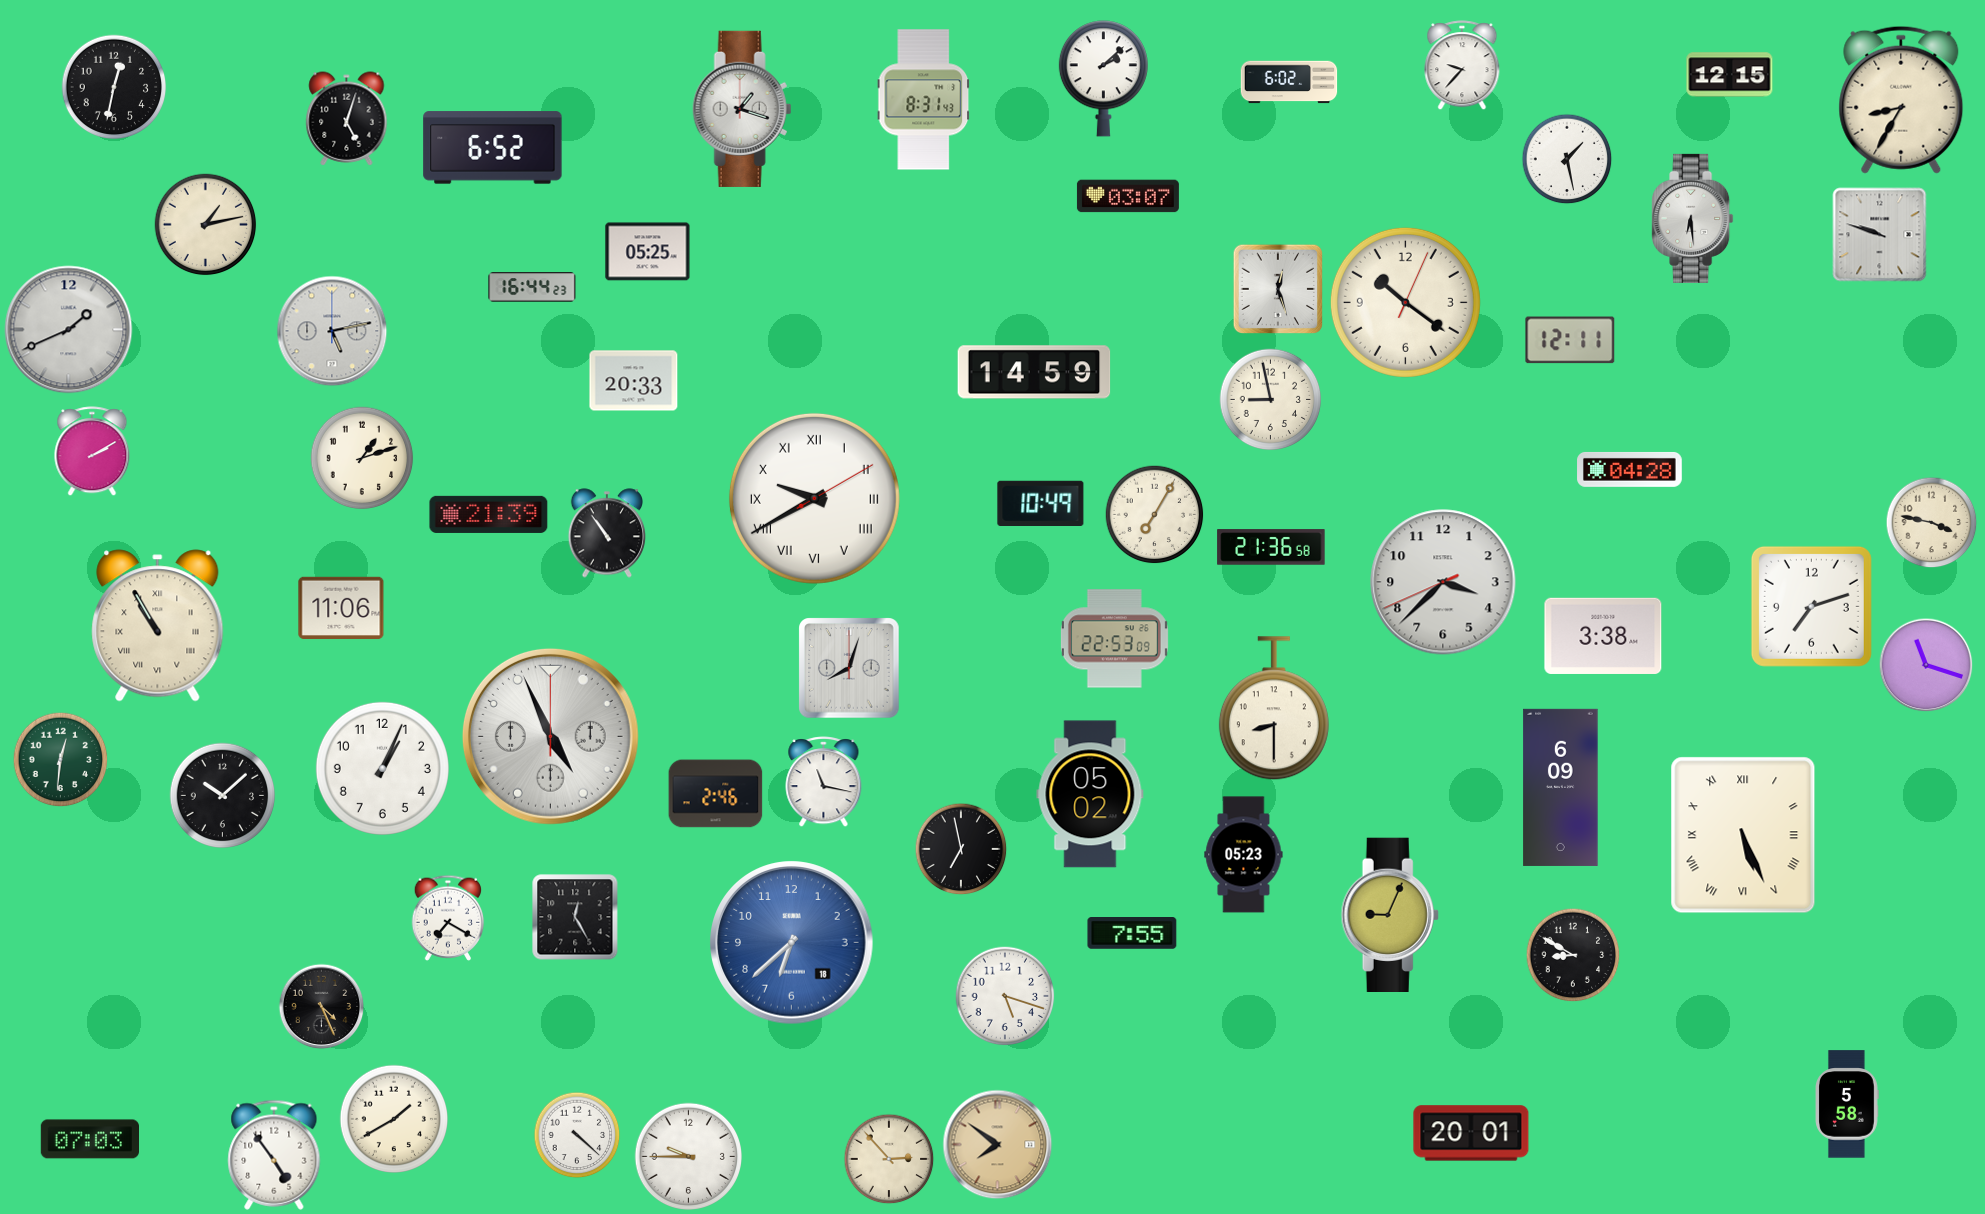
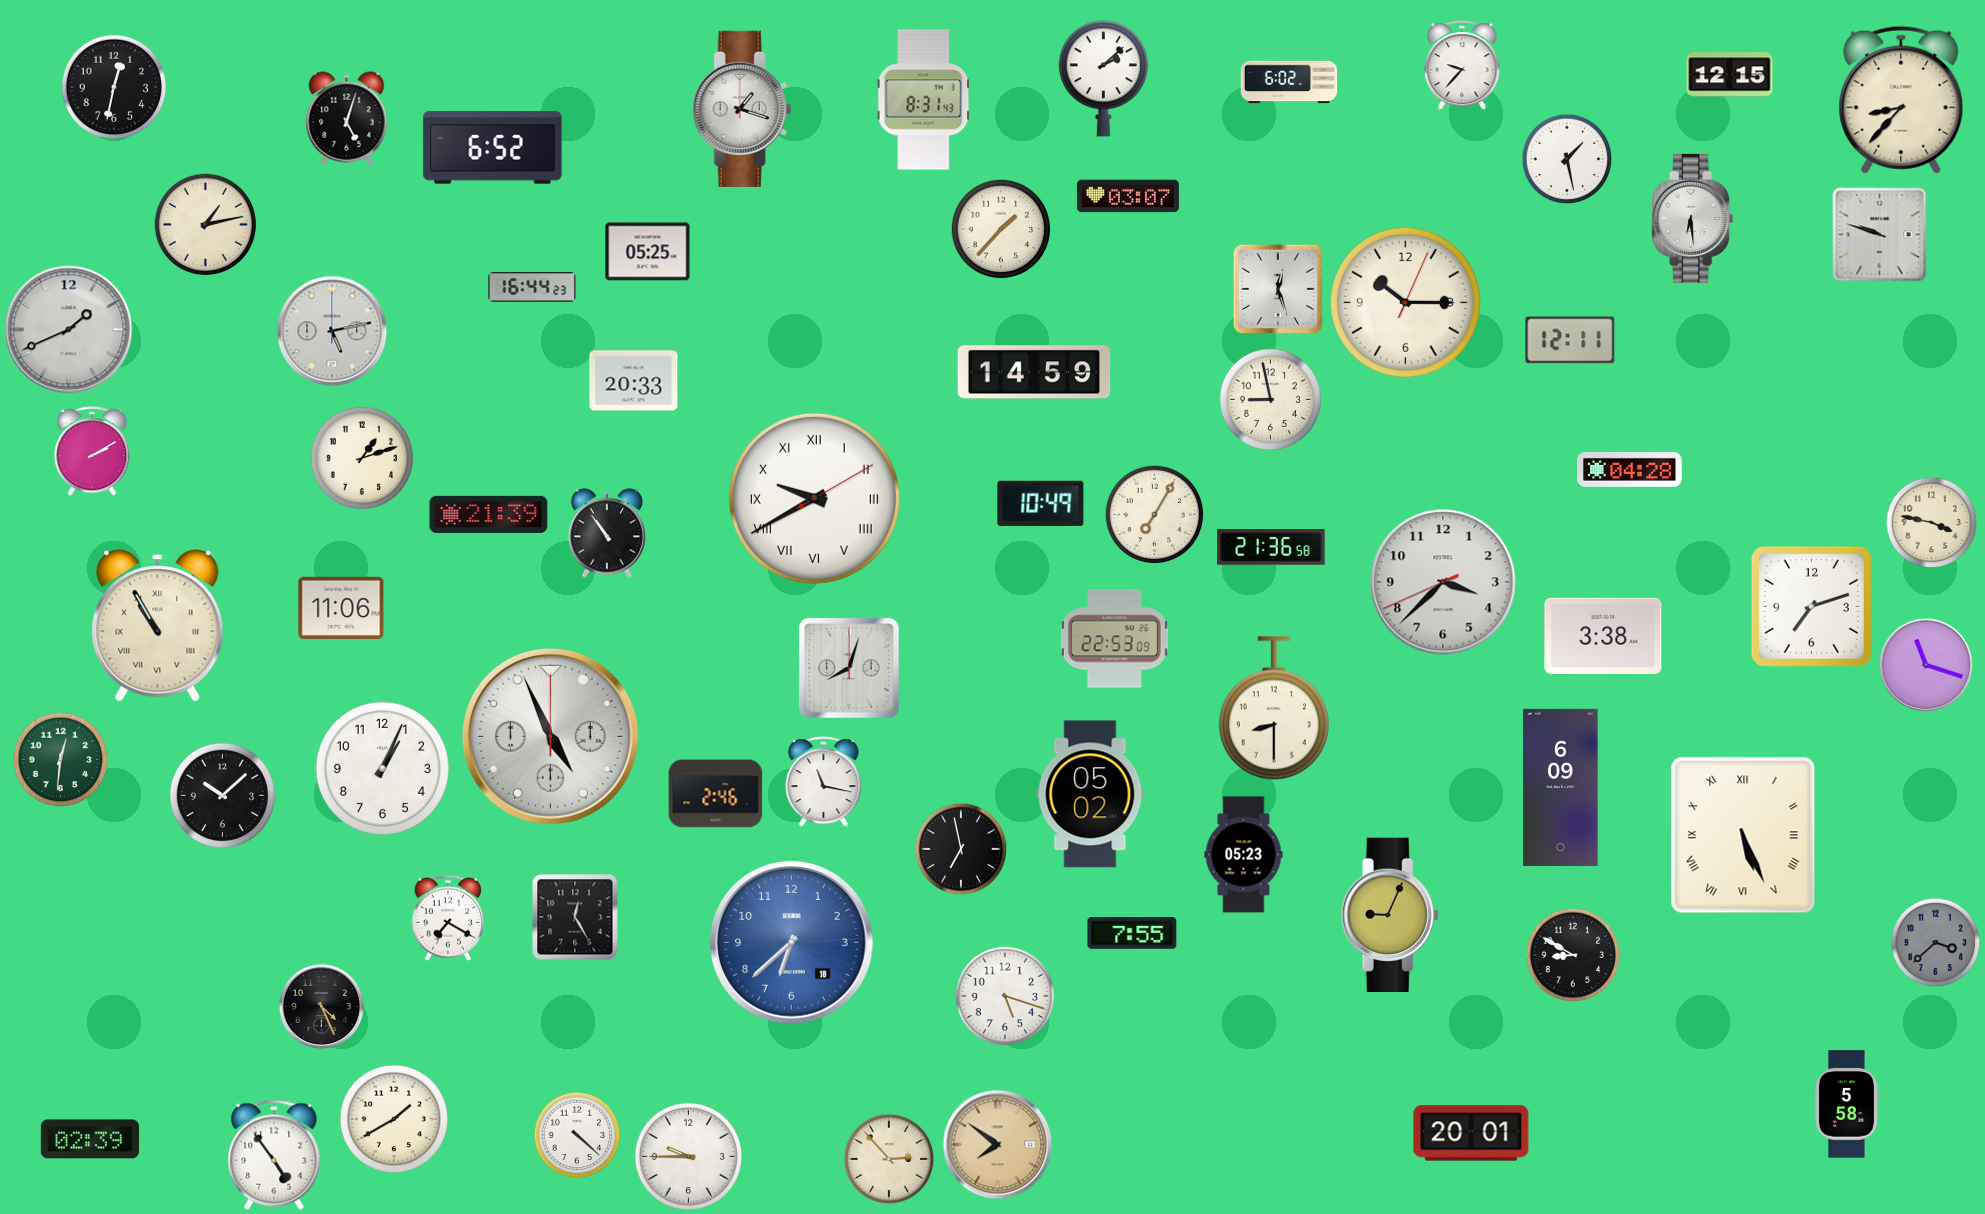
clock at (1901, 100): 8:35 -> 8:37
clock at (1001, 229): none -> 1:37
clock at (1405, 302): 10:21 -> 10:15
clock at (1936, 943): none -> 3:38
clock at (89, 1139): 07:03 -> 02:39
